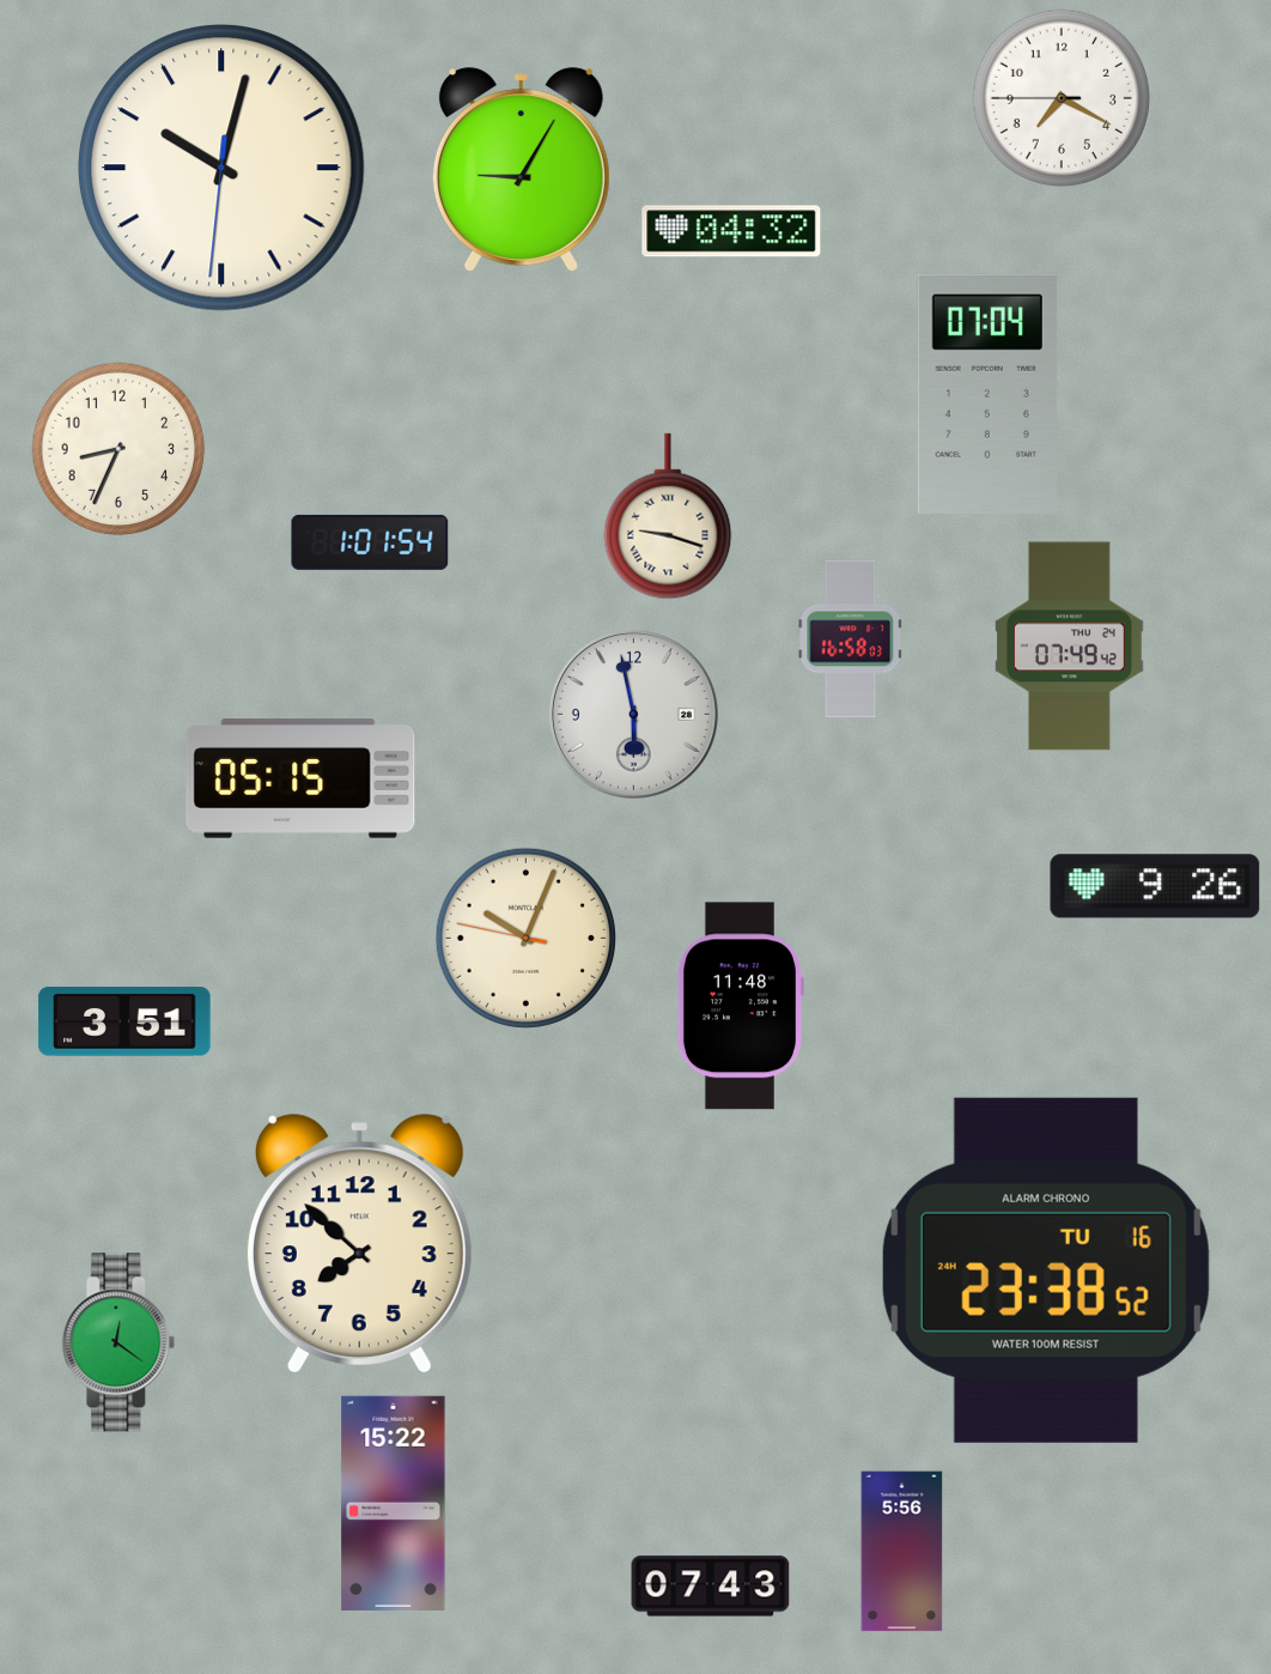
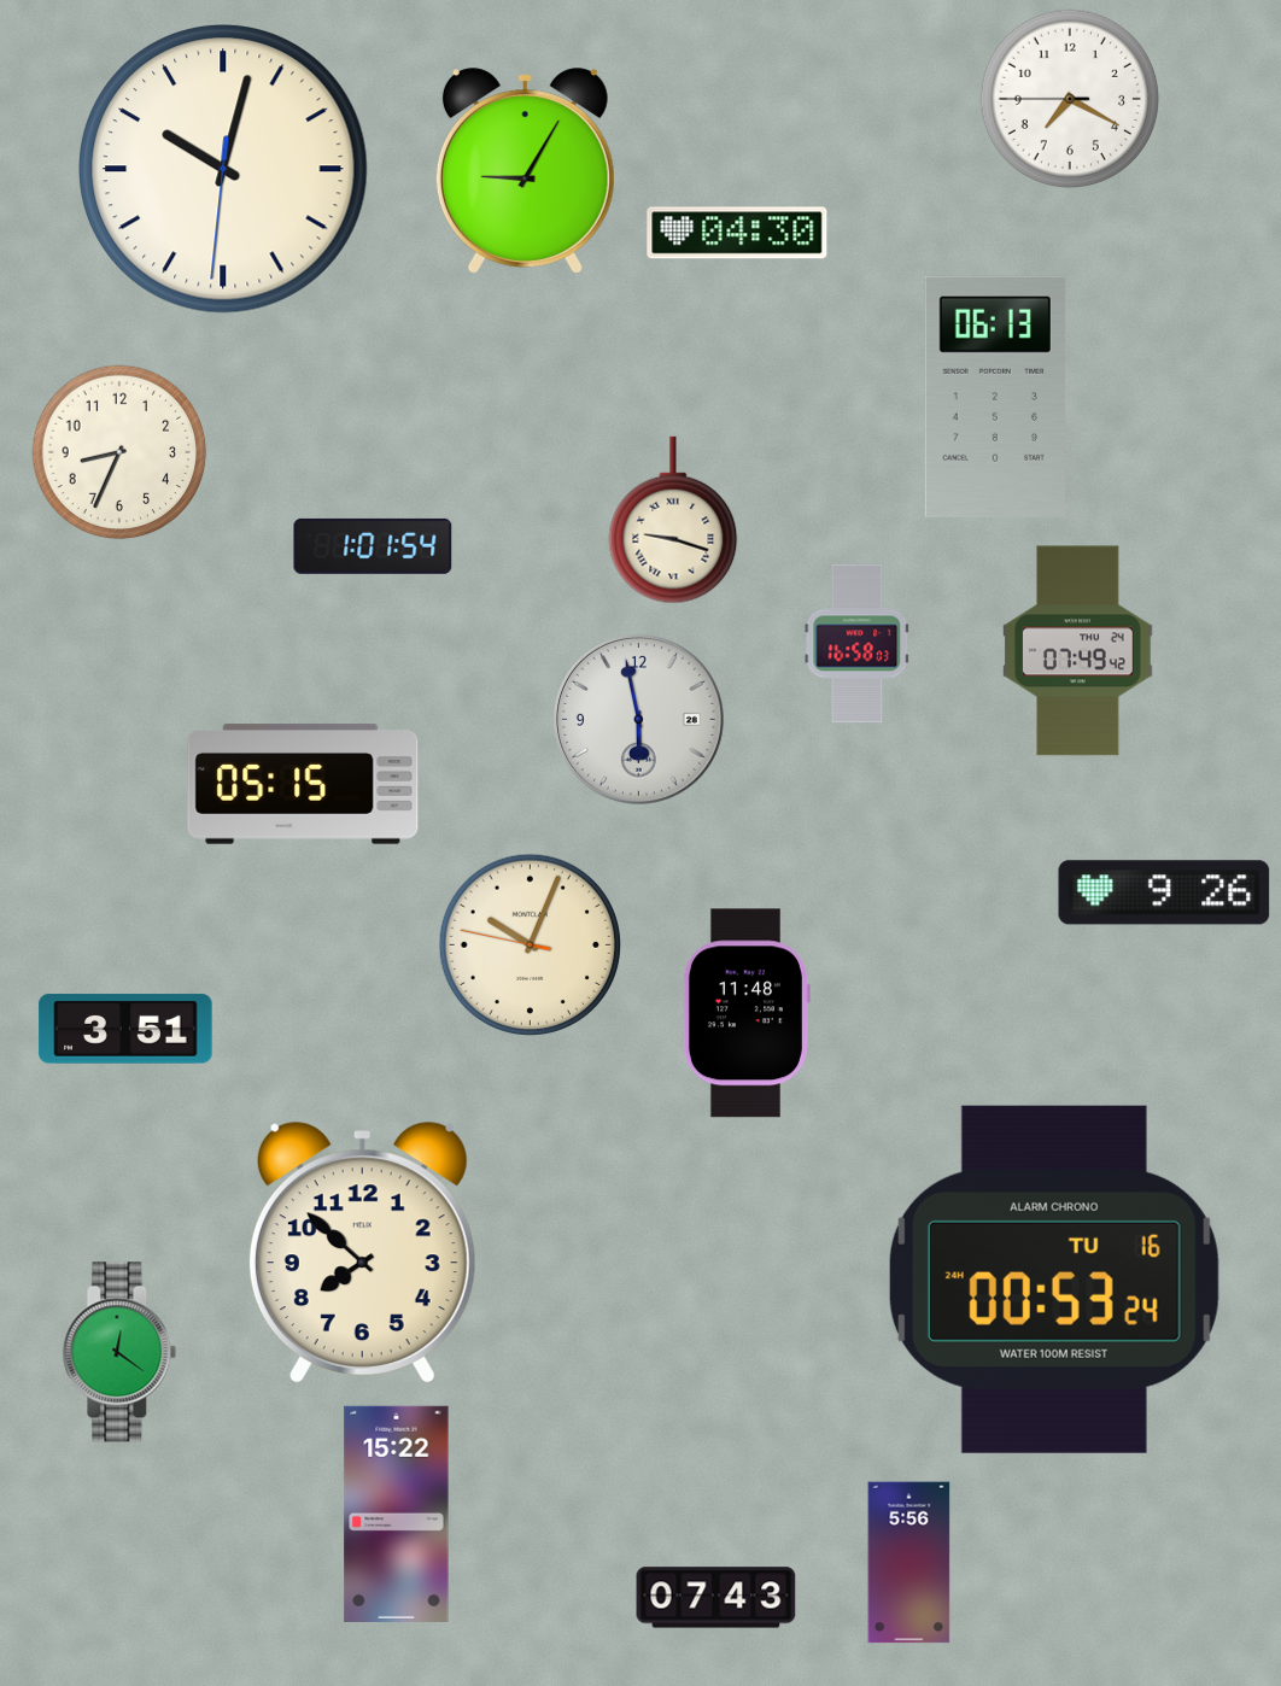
clock at (731, 231): 04:32 -> 04:30
clock at (987, 394): 07:04 -> 06:13
clock at (1046, 1270): 23:38 -> 00:53
